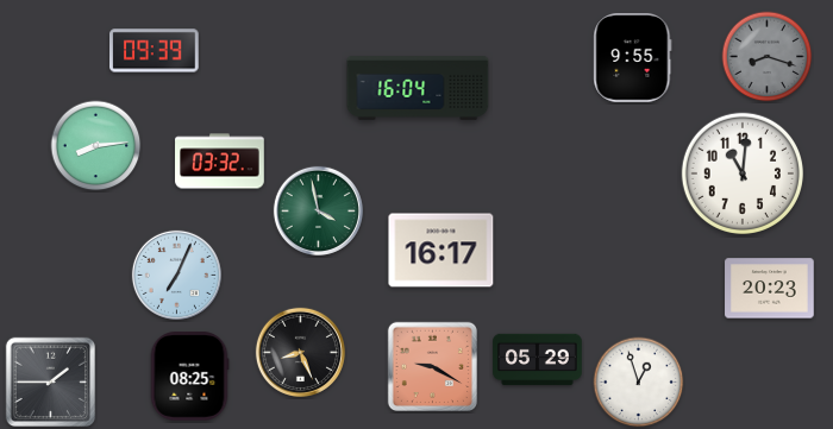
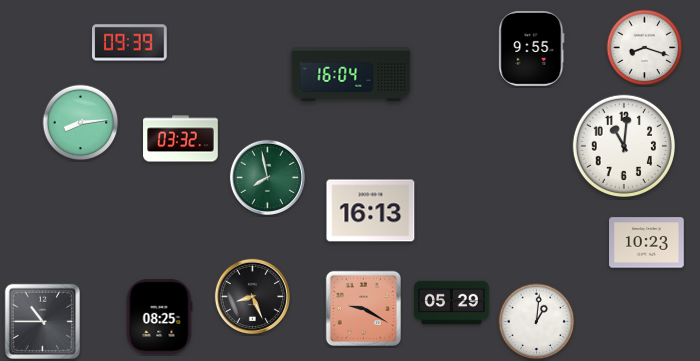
clock at (768, 57) dial: grey -> white
clock at (220, 162) position: (220, 162) -> (181, 139)
clock at (318, 210): 3:58 -> 7:58
clock at (441, 251): 16:17 -> 16:13
clock at (176, 275): 7:04 -> none
clock at (770, 289): 20:23 -> 10:23
clock at (50, 381): 1:45 -> 10:45
clock at (639, 383): 12:57 -> 1:01
